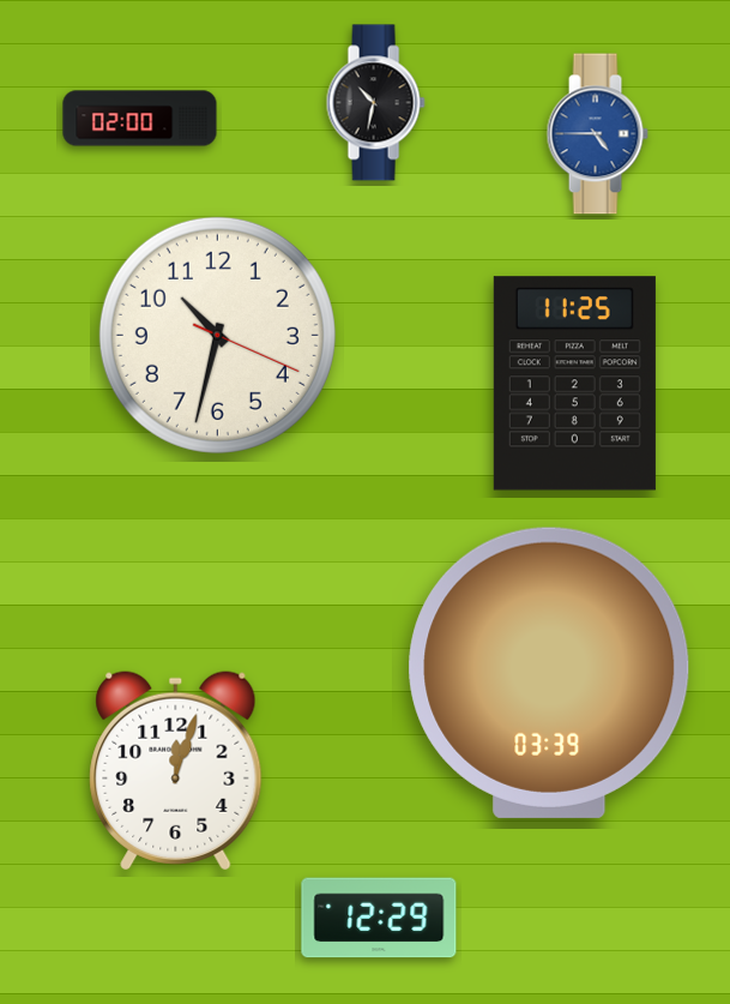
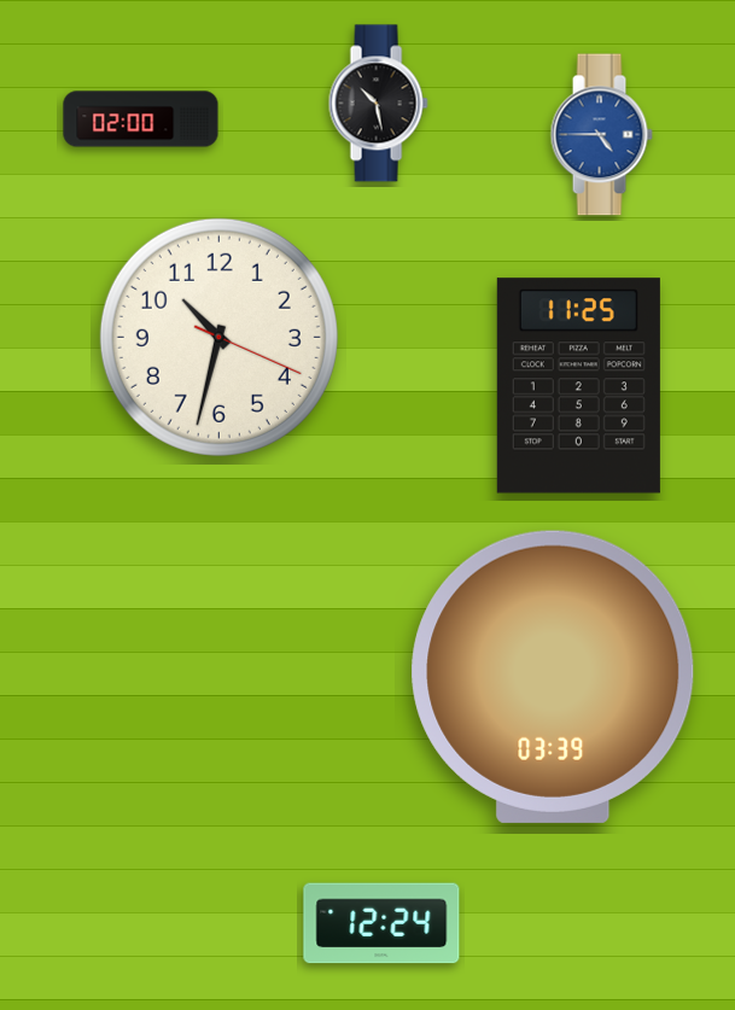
clock at (375, 103): 10:32 -> 10:28
clock at (176, 771): 12:03 -> none
clock at (379, 918): 12:29 -> 12:24
